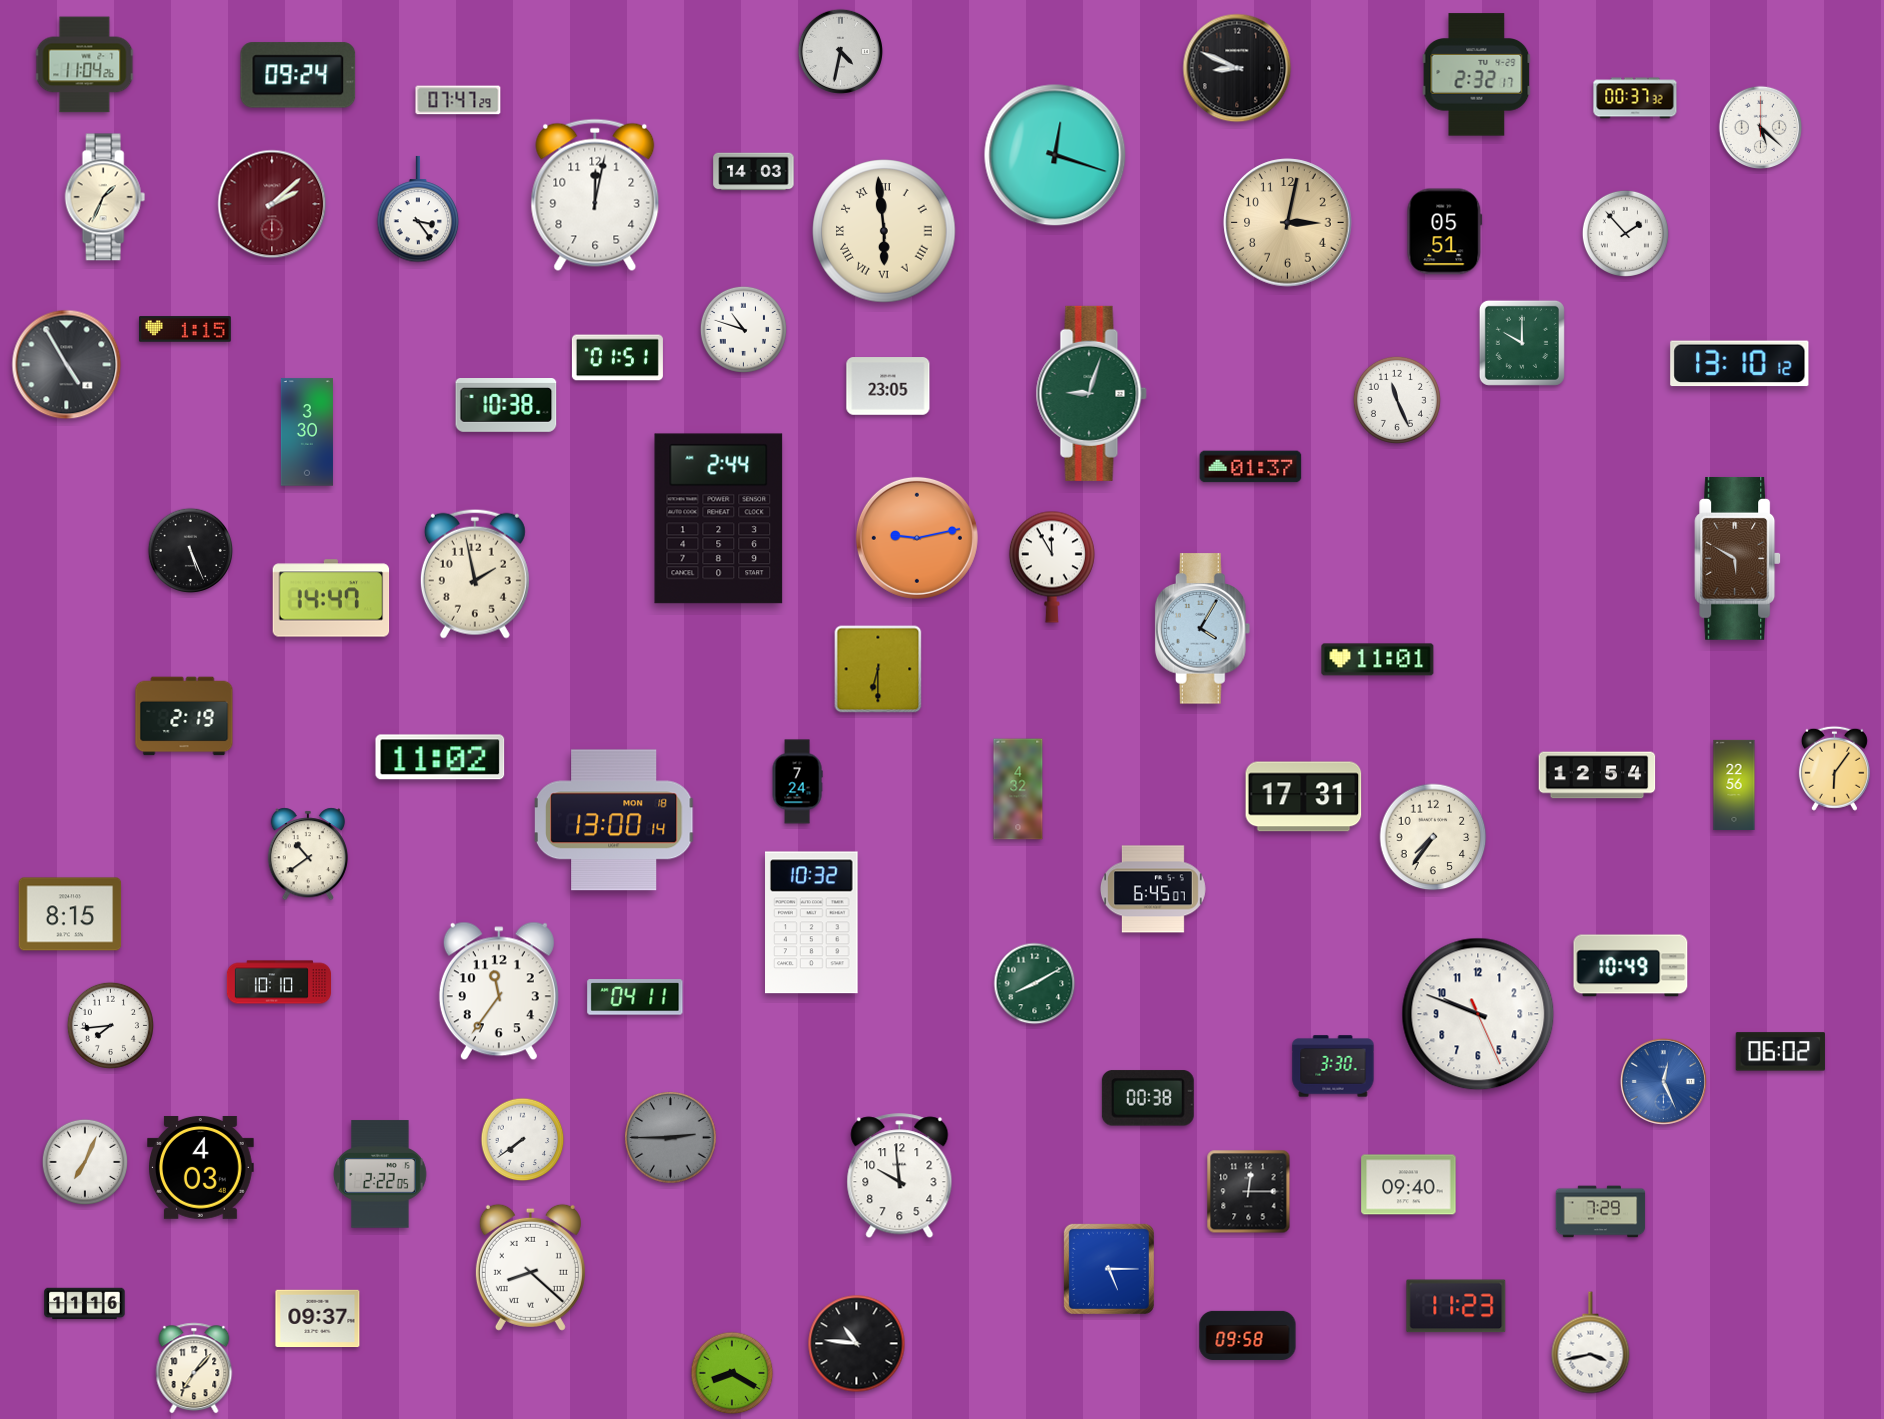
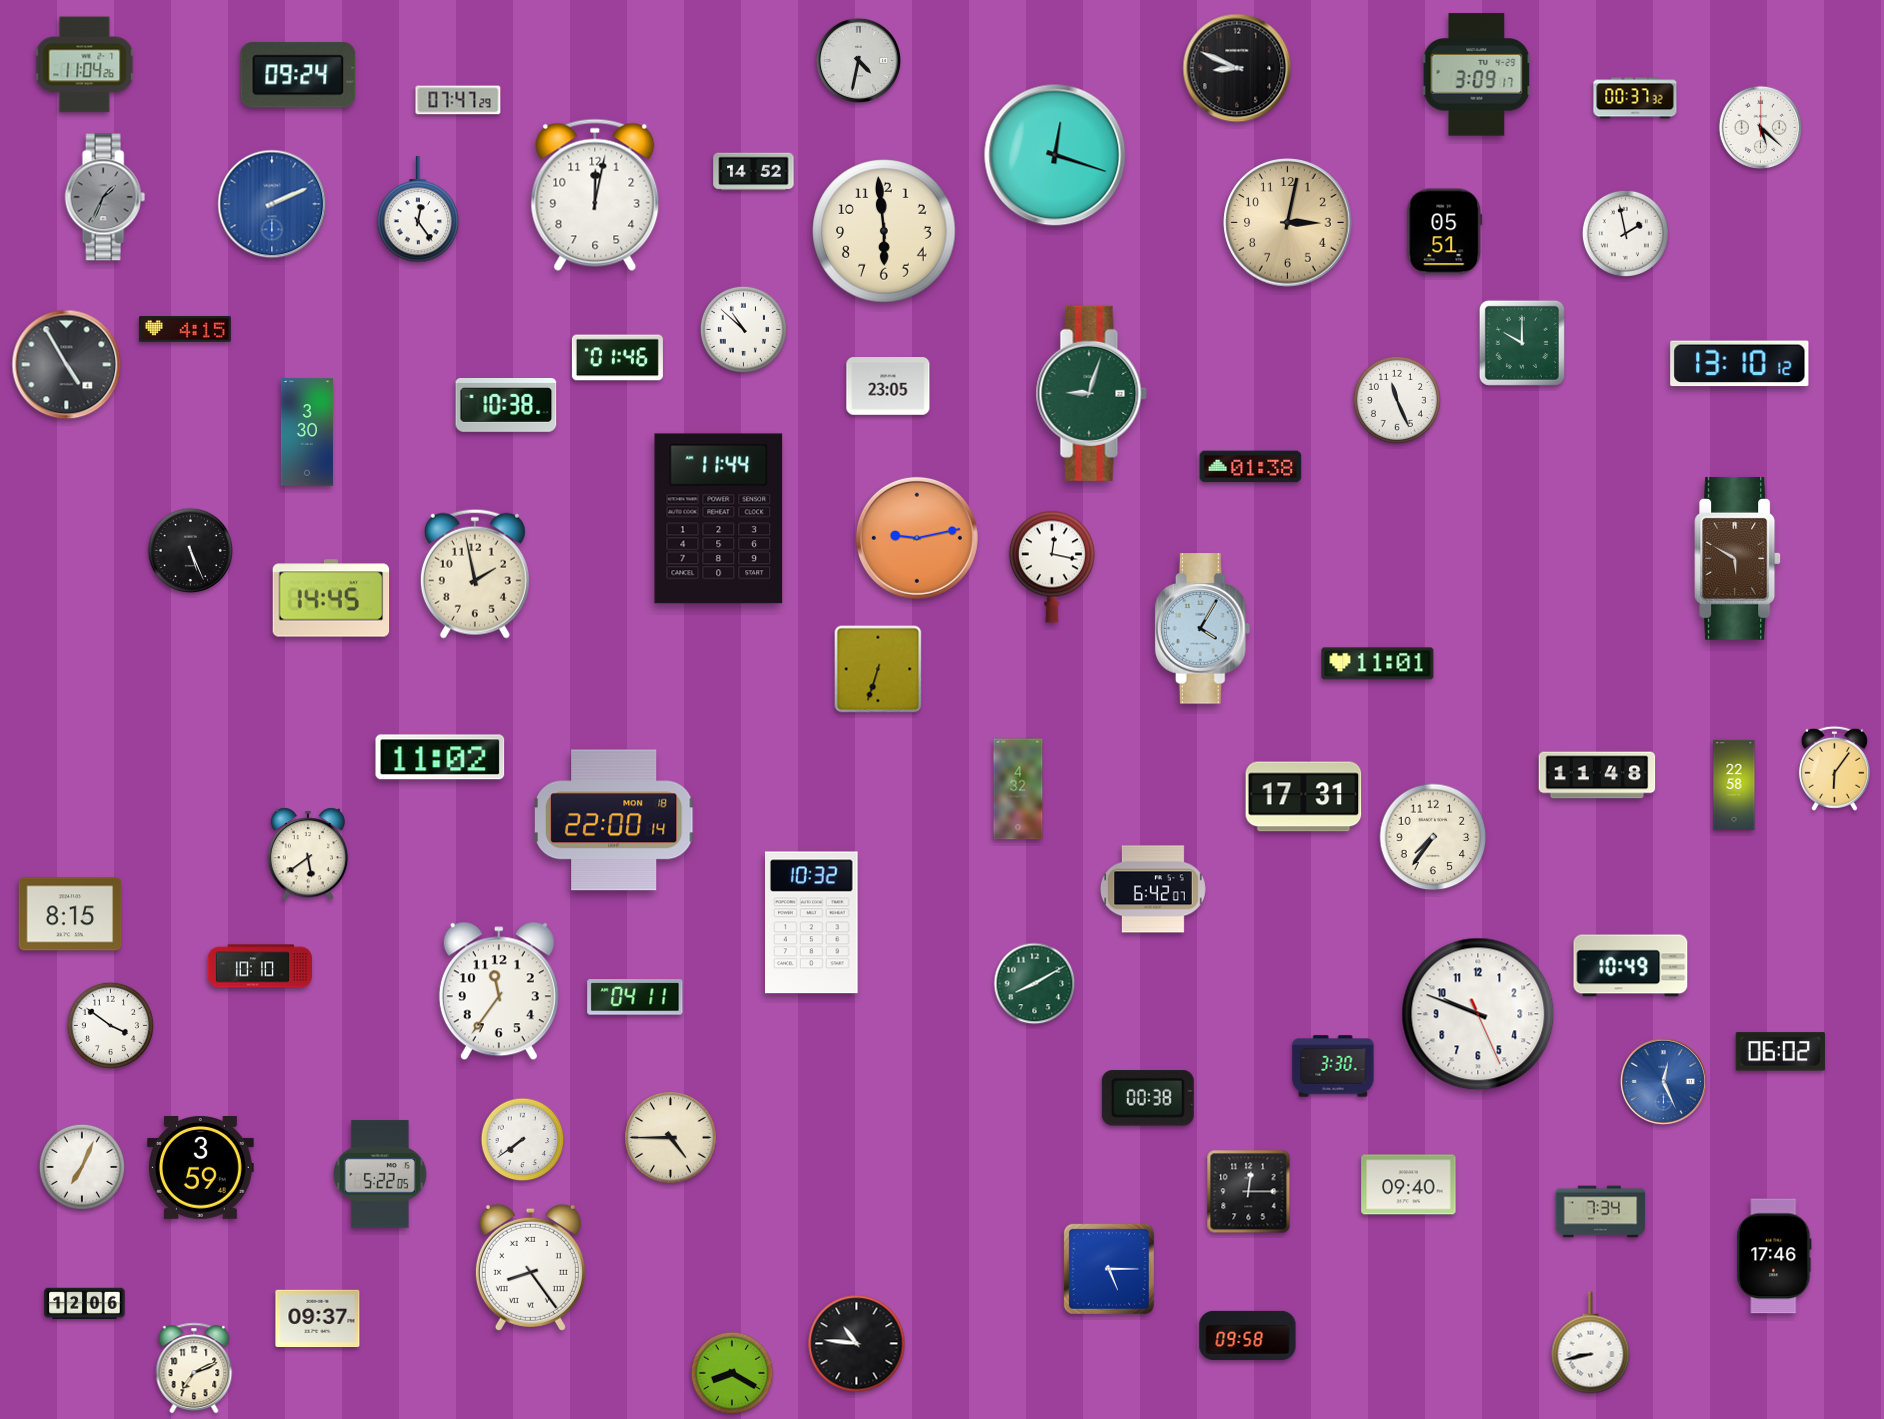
clock at (840, 51) position: (840, 51) -> (858, 60)
clock at (1477, 75): 2:32 -> 3:09
clock at (754, 172): 14:03 -> 14:52
clock at (105, 197) dial: cream -> grey
clock at (272, 204): 2:08 -> 2:11
clock at (272, 204) dial: burgundy -> blue
clock at (418, 209): 3:24 -> 12:24
clock at (884, 231) numerals: Roman -> Arabic
clock at (1625, 233): 1:53 -> 1:58
clock at (185, 329): 1:15 -> 4:15
clock at (743, 329): 10:48 -> 10:52
clock at (617, 358): 01:51 -> 01:46
clock at (1251, 467): 01:37 -> 01:38
clock at (719, 519): 2:44 -> 11:44
clock at (1052, 567): 11:55 -> 12:17
clock at (331, 598): 14:47 -> 14:45
clock at (1378, 660) position: (1378, 660) -> (1378, 664)
clock at (878, 669): 6:30 -> 6:33
clock at (184, 716): 2:19 -> none
clock at (1597, 775): 12:54 -> 11:48
clock at (797, 782): 7:24 -> none
clock at (1734, 784): 22:56 -> 22:58
clock at (614, 820): 13:00 -> 22:00
clock at (307, 854): 10:39 -> 5:39
clock at (1153, 889): 6:45 -> 6:42
clock at (278, 982) position: (278, 982) -> (259, 966)
clock at (110, 1025): 7:44 -> 3:51
clock at (671, 1138): 2:45 -> 4:45
clock at (671, 1138) dial: grey -> cream
clock at (84, 1161) position: (84, 1161) -> (81, 1166)
clock at (201, 1168): 4:03 -> 3:59
clock at (381, 1174): 2:22 -> 5:22
clock at (900, 1176): 9:59 -> none
clock at (1601, 1212): 7:29 -> 7:34
clock at (1774, 1256): none -> 17:46
clock at (530, 1267): 8:22 -> 8:24
clock at (85, 1304): 11:16 -> 12:06
clock at (1456, 1306): 11:23 -> none
clock at (1591, 1343): 3:43 -> 8:43
clock at (194, 1368): 7:07 -> 7:11
